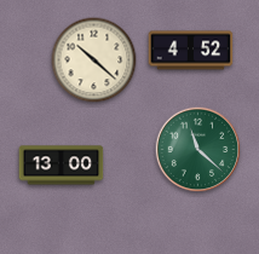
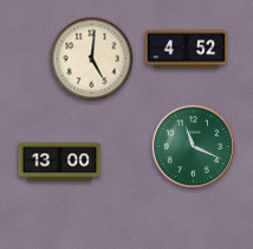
clock at (94, 60): 10:22 -> 5:01
clock at (198, 150): 11:22 -> 11:19
